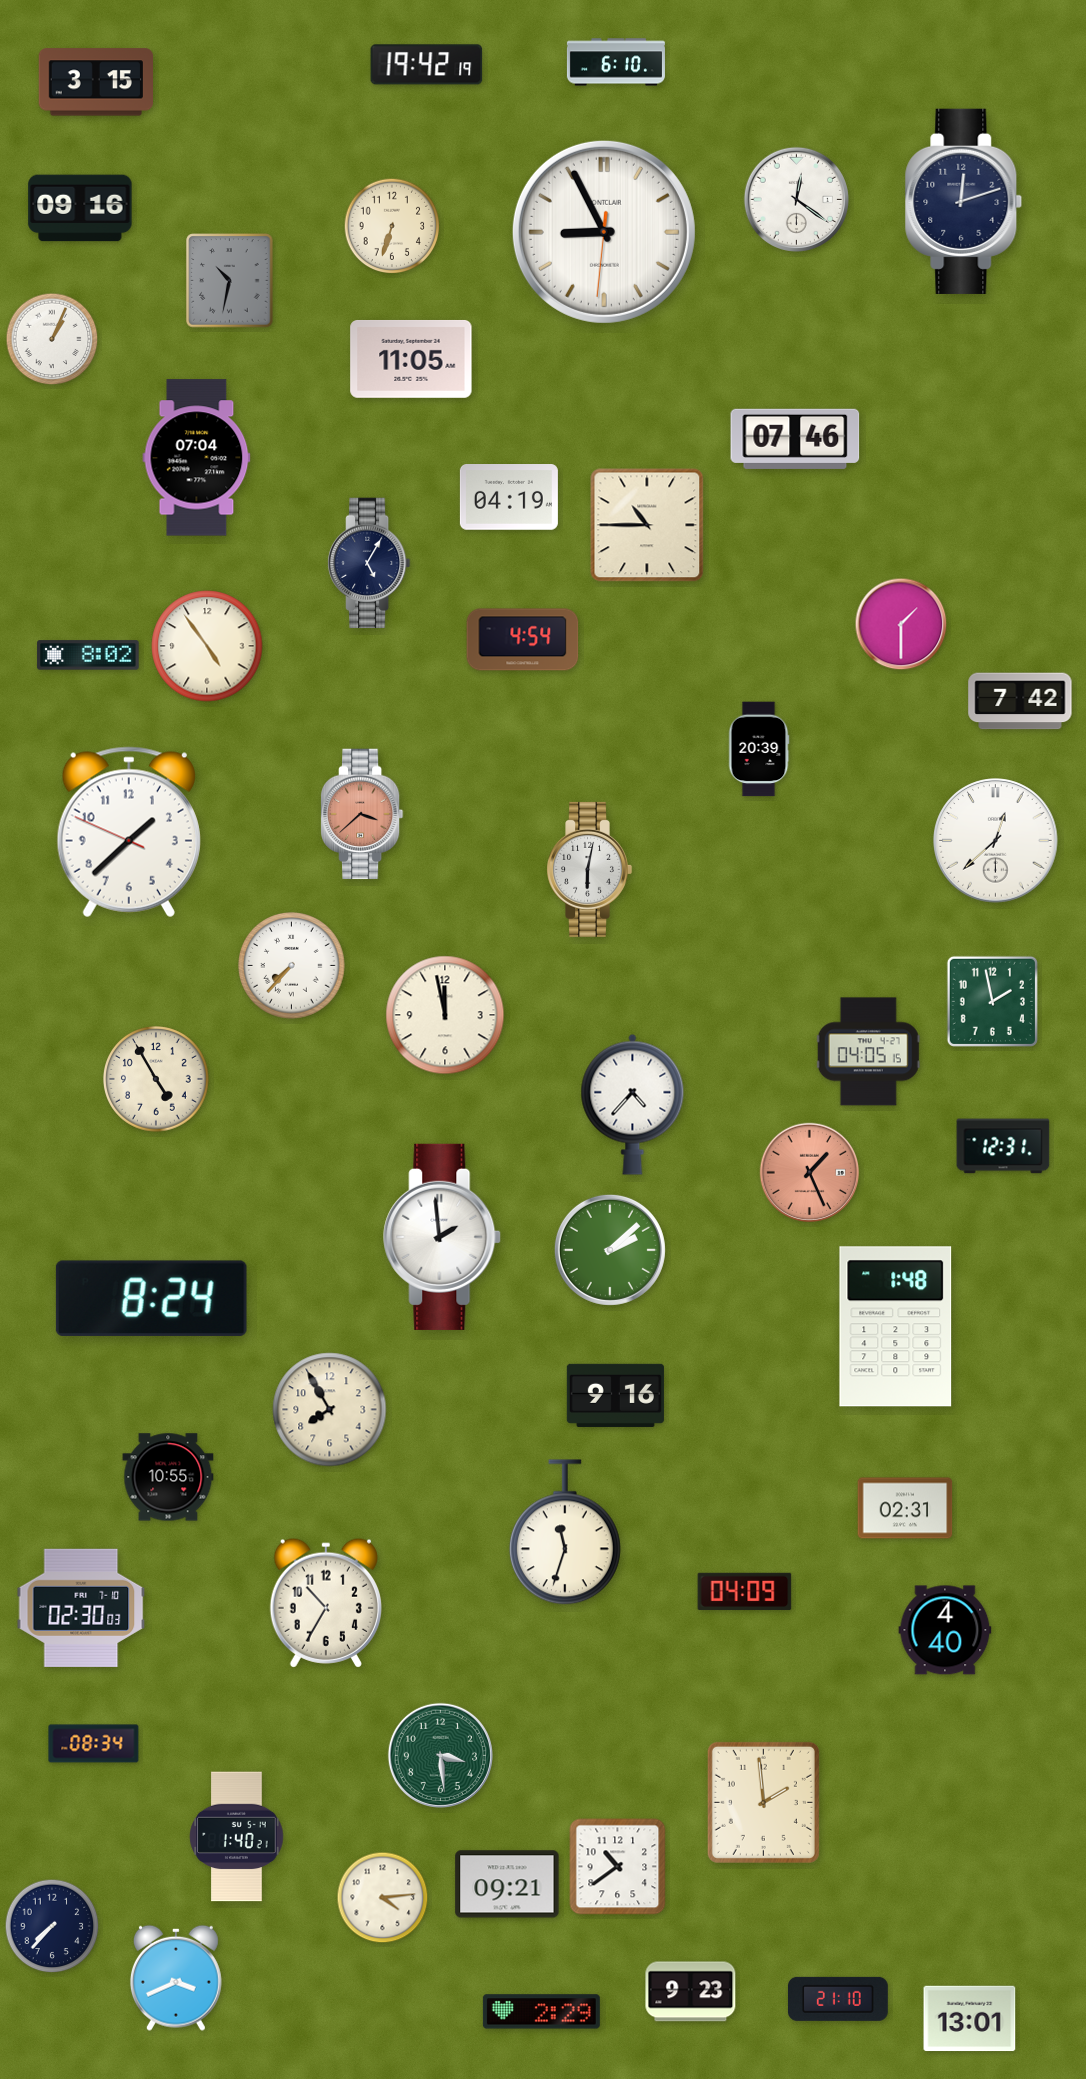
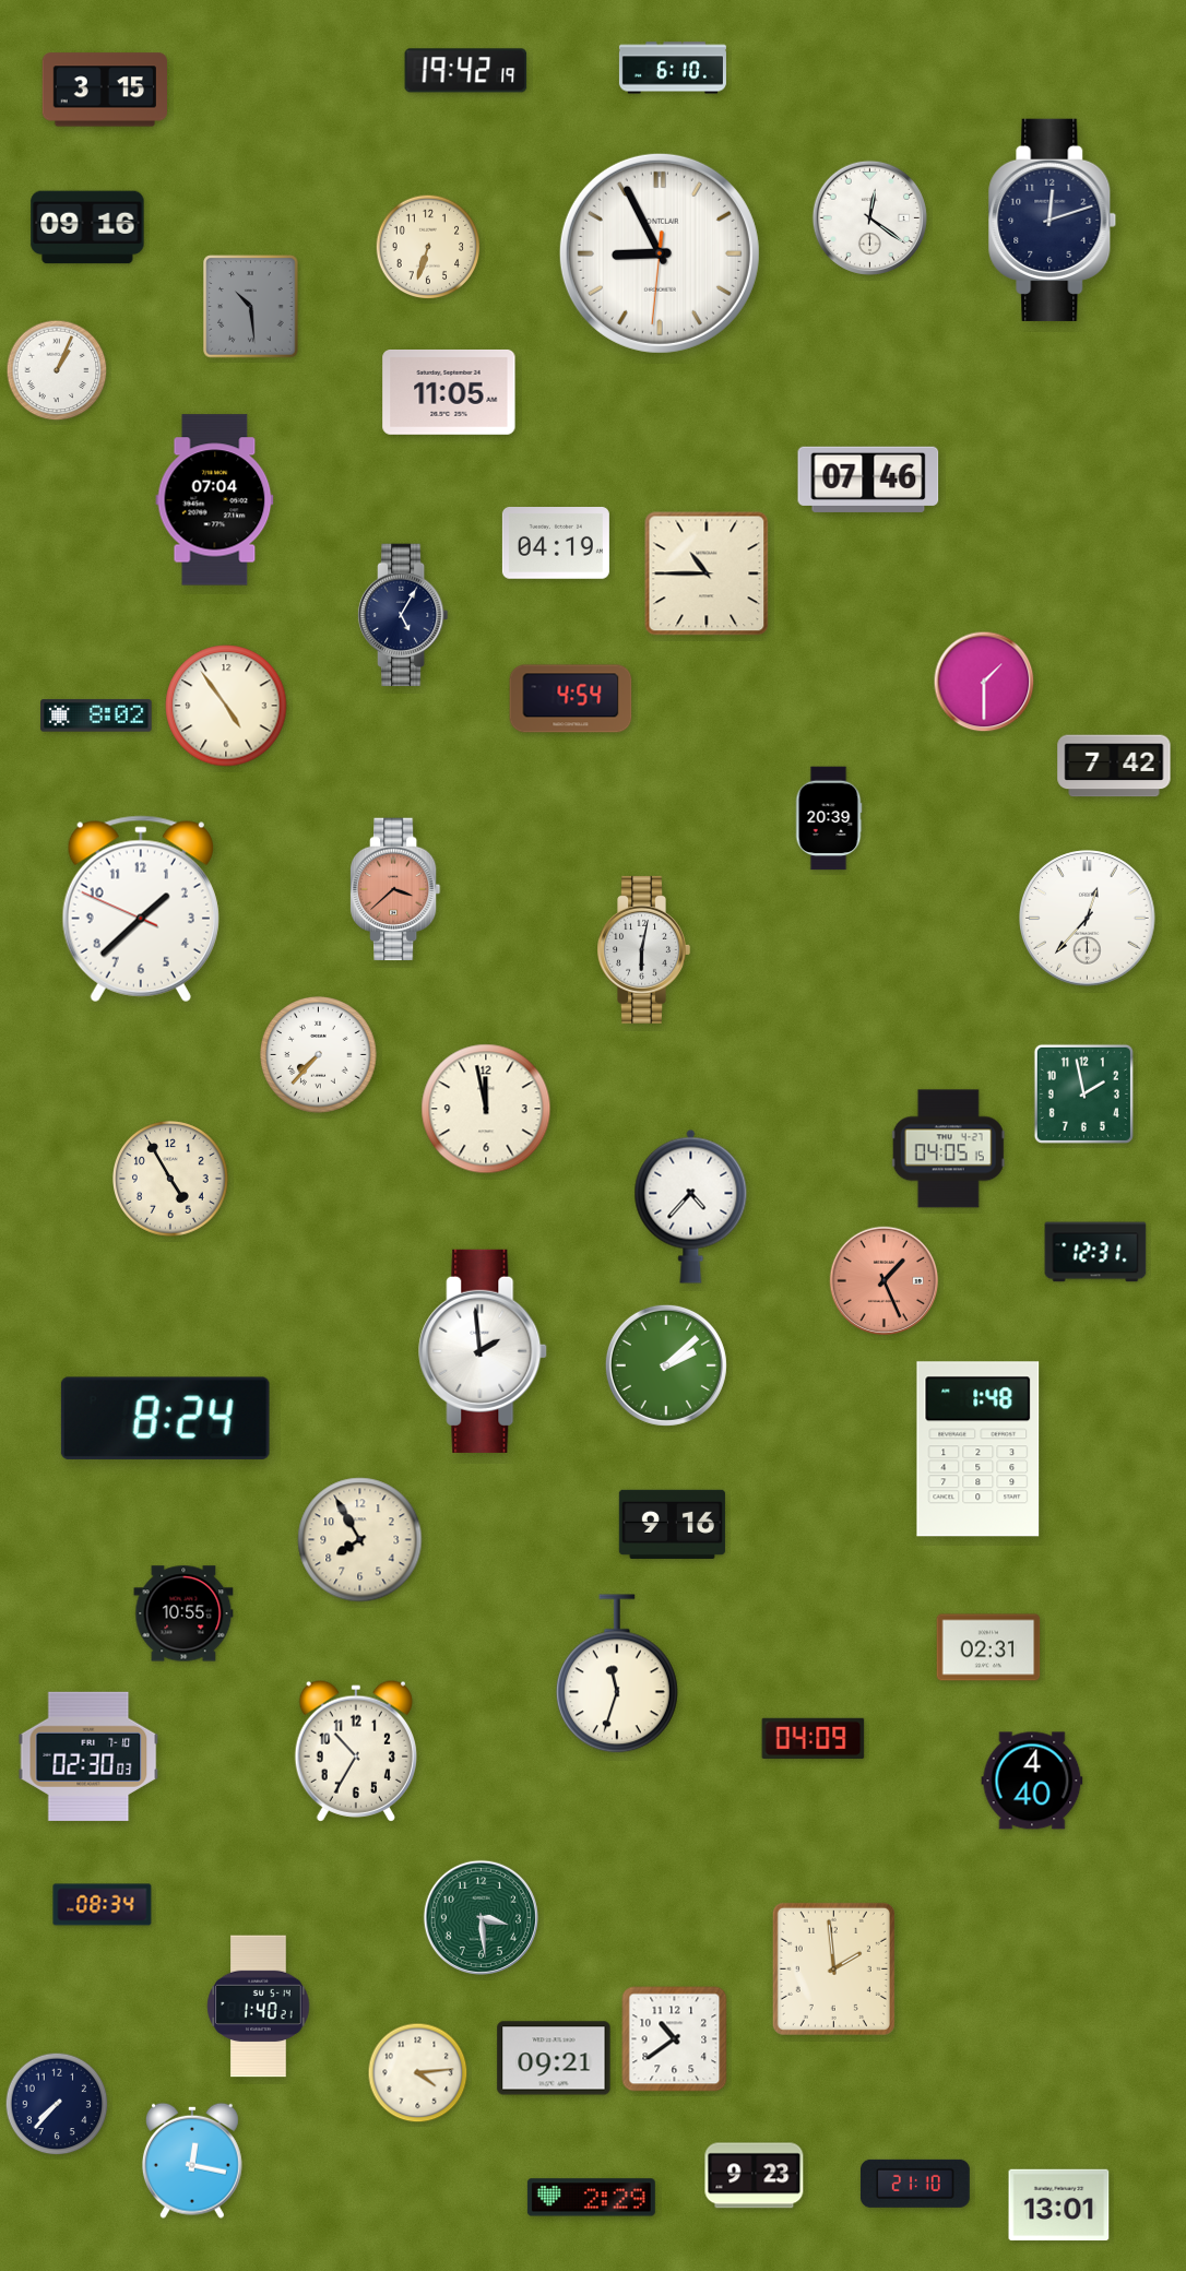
clock at (230, 281): 10:32 -> 10:29
clock at (996, 841): 12:38 -> 12:37
clock at (176, 1978): 3:41 -> 12:17
